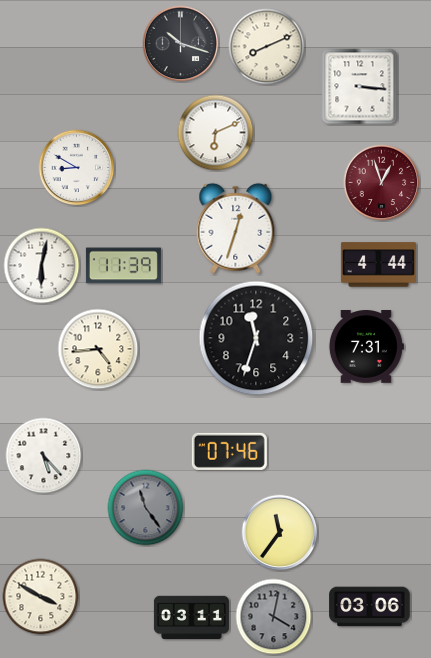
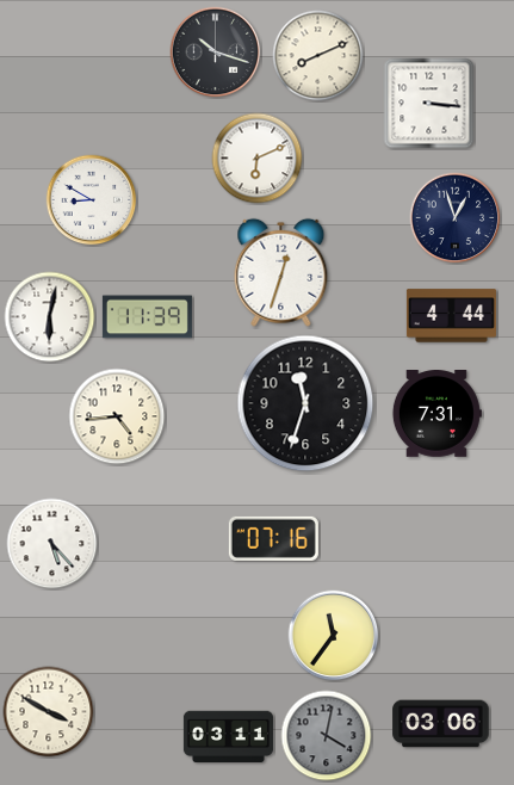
clock at (382, 183) dial: burgundy -> navy
clock at (229, 451): 07:46 -> 07:16
clock at (146, 508): 11:24 -> none
